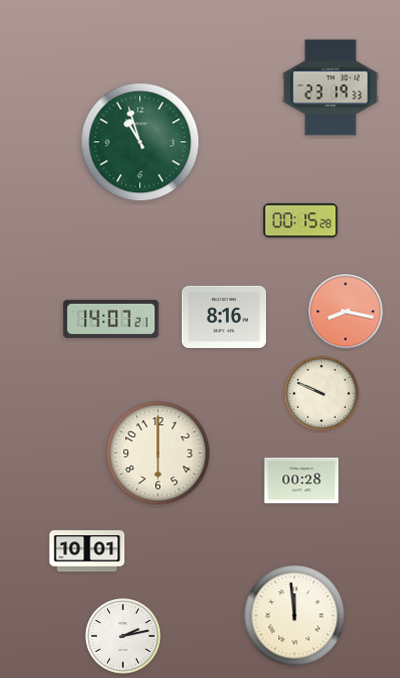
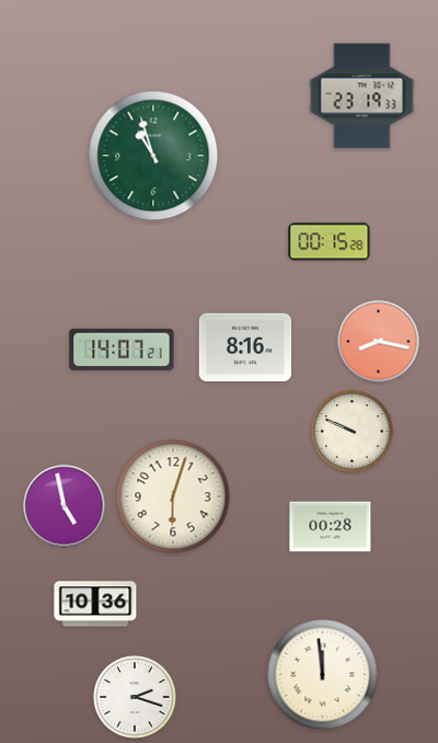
clock at (158, 453): 6:00 -> 6:03
clock at (65, 506): none -> 4:58
clock at (87, 551): 10:01 -> 10:36
clock at (123, 636): 2:13 -> 2:18
